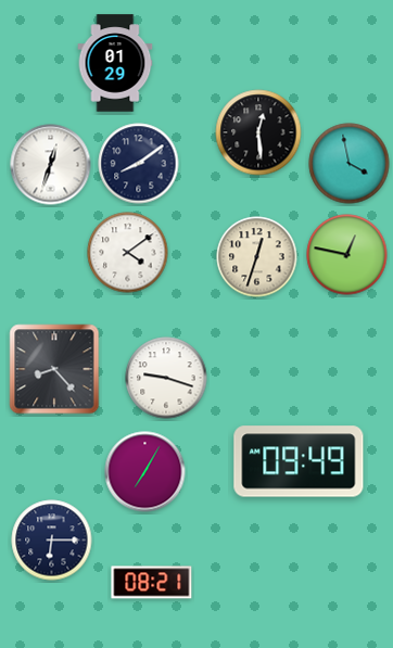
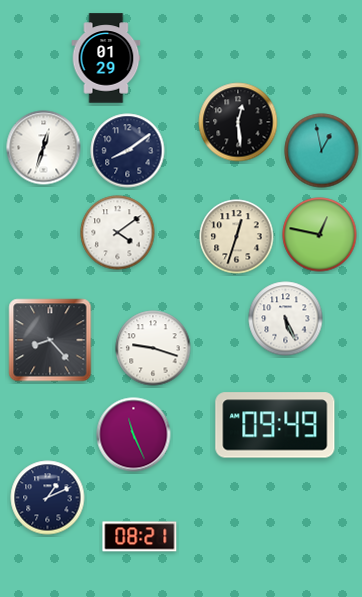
clock at (350, 164): 3:58 -> 12:58
clock at (51, 165) position: (51, 165) -> (44, 148)
clock at (286, 319): none -> 5:26
clock at (145, 472): 7:05 -> 11:26
clock at (52, 541): 6:15 -> 1:11
